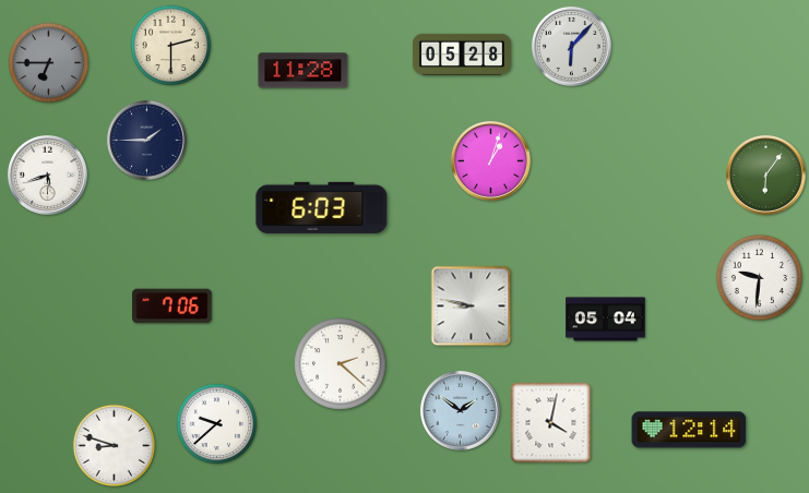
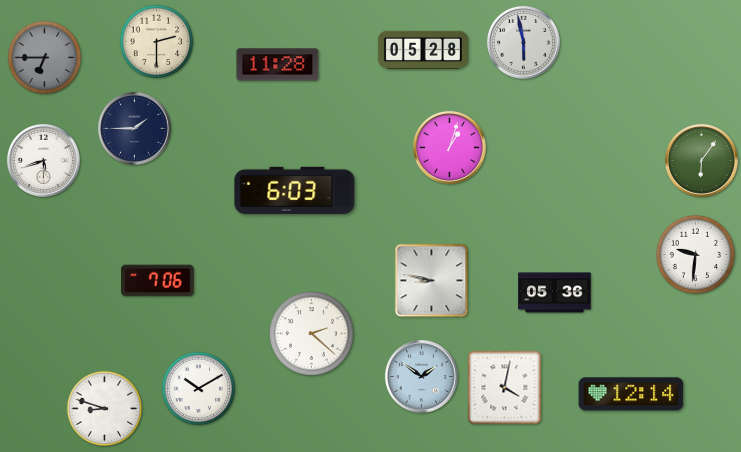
clock at (571, 46): 6:07 -> 5:58
clock at (606, 320): 05:04 -> 05:36
clock at (217, 424): 9:38 -> 10:10
